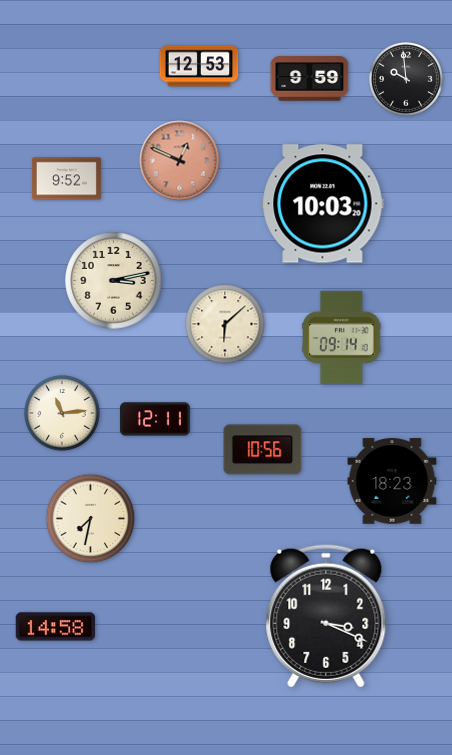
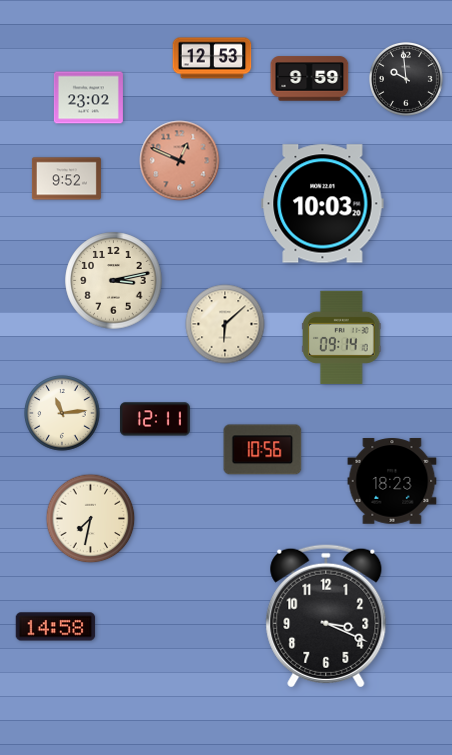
clock at (199, 66) position: (199, 66) -> (212, 58)
clock at (88, 98): none -> 23:02
